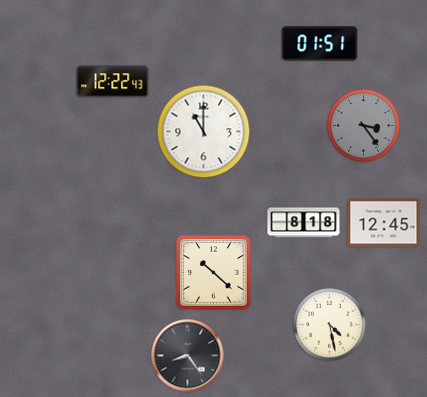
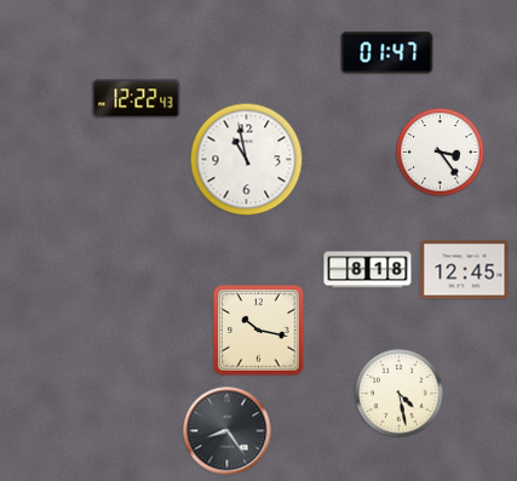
clock at (320, 44): 01:51 -> 01:47
clock at (364, 126) dial: grey -> white
clock at (204, 132): 11:00 -> 10:58
clock at (214, 273): 10:22 -> 10:17
